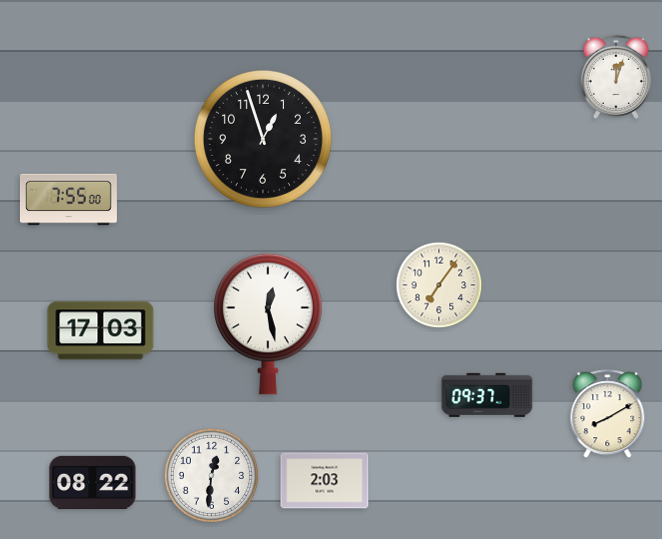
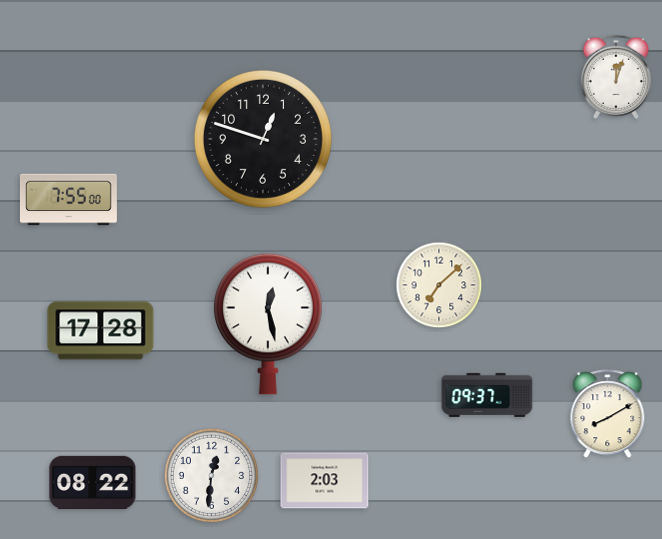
clock at (263, 139): 12:57 -> 12:48
clock at (439, 285): 7:06 -> 7:08
clock at (101, 331): 17:03 -> 17:28
